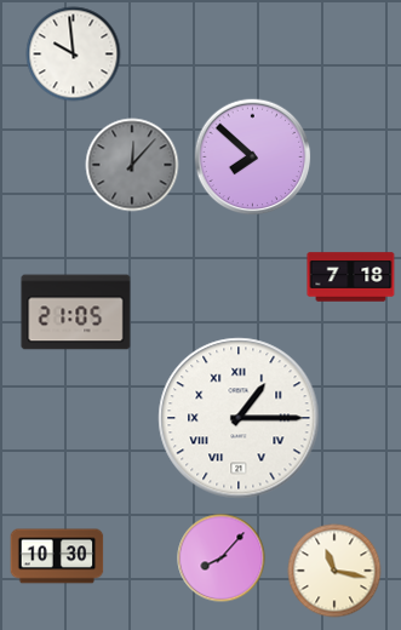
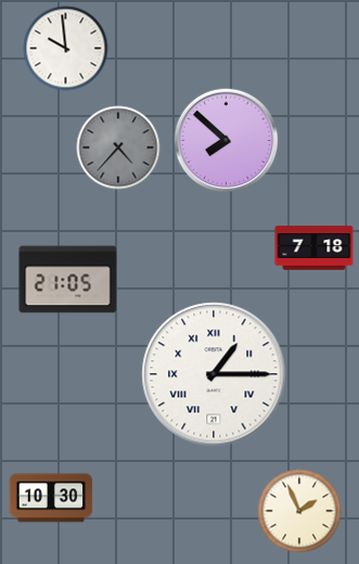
clock at (132, 165): 12:07 -> 4:37
clock at (222, 559): 8:07 -> none
clock at (334, 571): 11:17 -> 1:56
